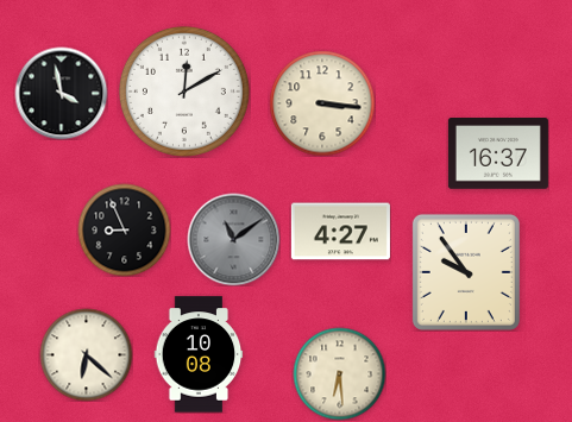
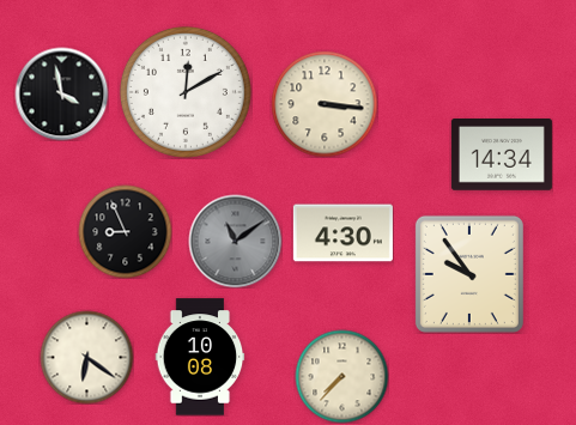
clock at (498, 155): 16:37 -> 14:34
clock at (340, 232): 4:27 -> 4:30
clock at (86, 354): 6:22 -> 6:21
clock at (339, 373): 6:29 -> 7:37
